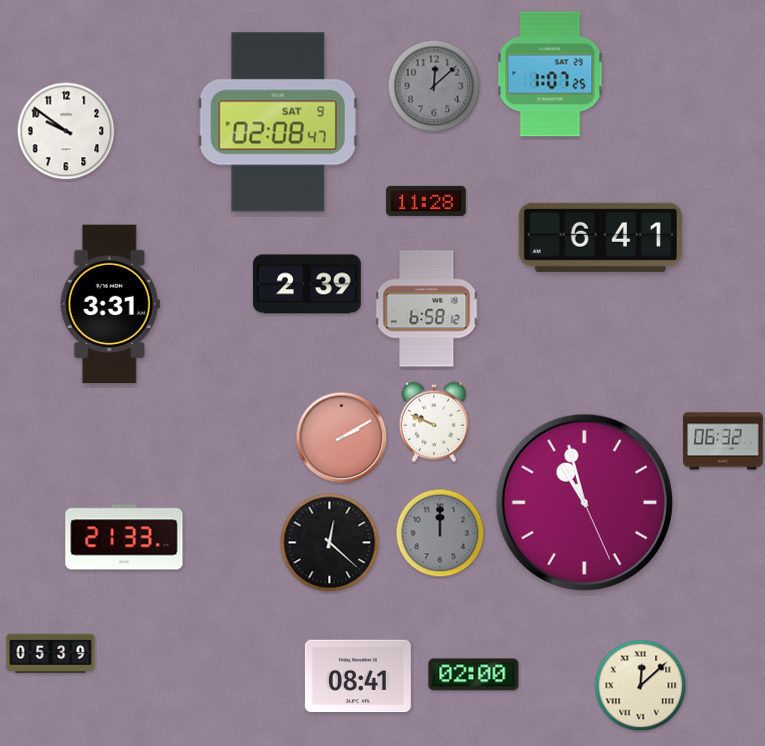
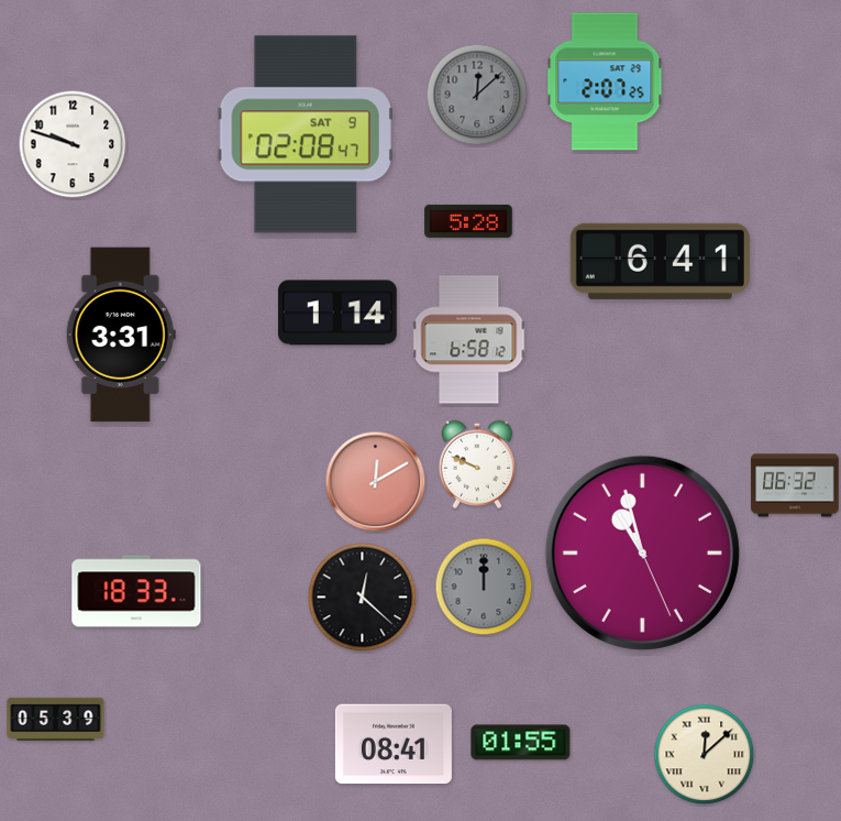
clock at (550, 74): 1:07 -> 2:07
clock at (66, 131): 9:51 -> 9:48
clock at (426, 201): 11:28 -> 5:28
clock at (307, 284): 2:39 -> 1:14
clock at (342, 438): 2:10 -> 12:10
clock at (124, 537): 21:33 -> 18:33
clock at (474, 675): 02:00 -> 01:55
